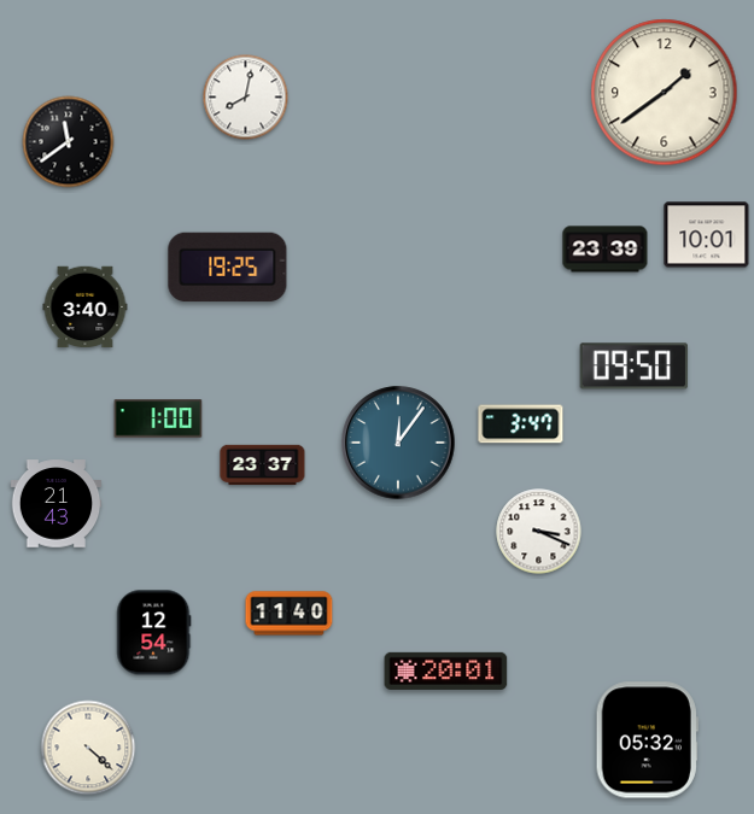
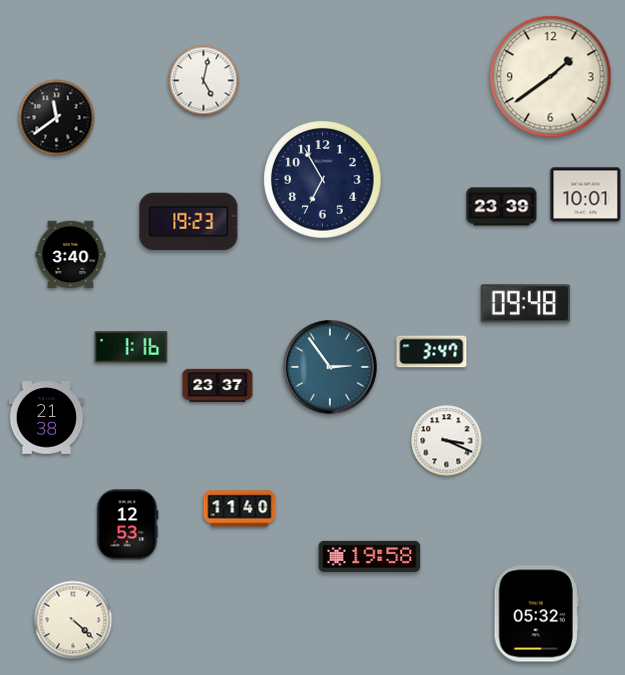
clock at (246, 98): 8:02 -> 5:02
clock at (323, 180): none -> 6:55
clock at (228, 268): 19:25 -> 19:23
clock at (633, 367): 09:50 -> 09:48
clock at (158, 418): 1:00 -> 1:16
clock at (398, 443): 12:06 -> 2:54
clock at (57, 504): 21:43 -> 21:38
clock at (154, 633): 12:54 -> 12:53
clock at (446, 670): 20:01 -> 19:58
